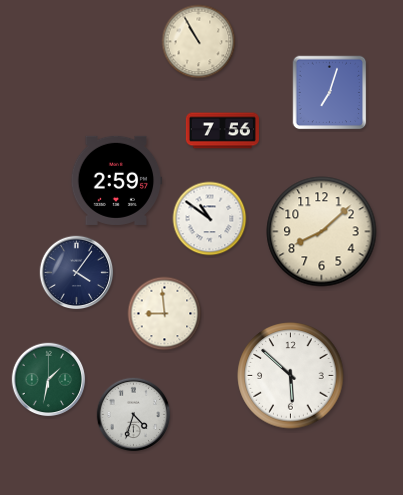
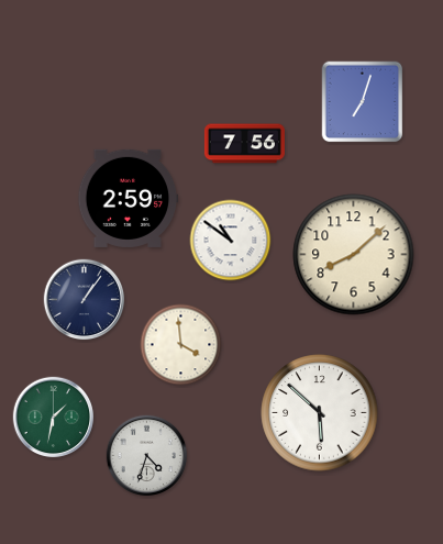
clock at (199, 42): 10:55 -> none
clock at (77, 273): 4:06 -> 1:06
clock at (165, 314): 8:59 -> 3:59
